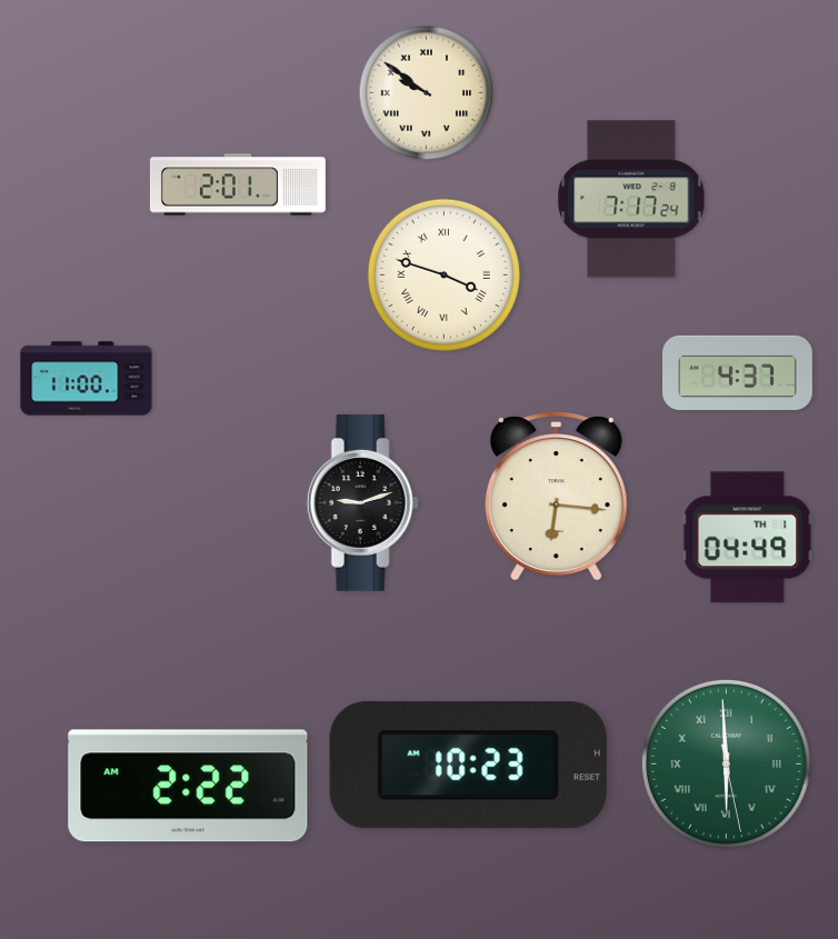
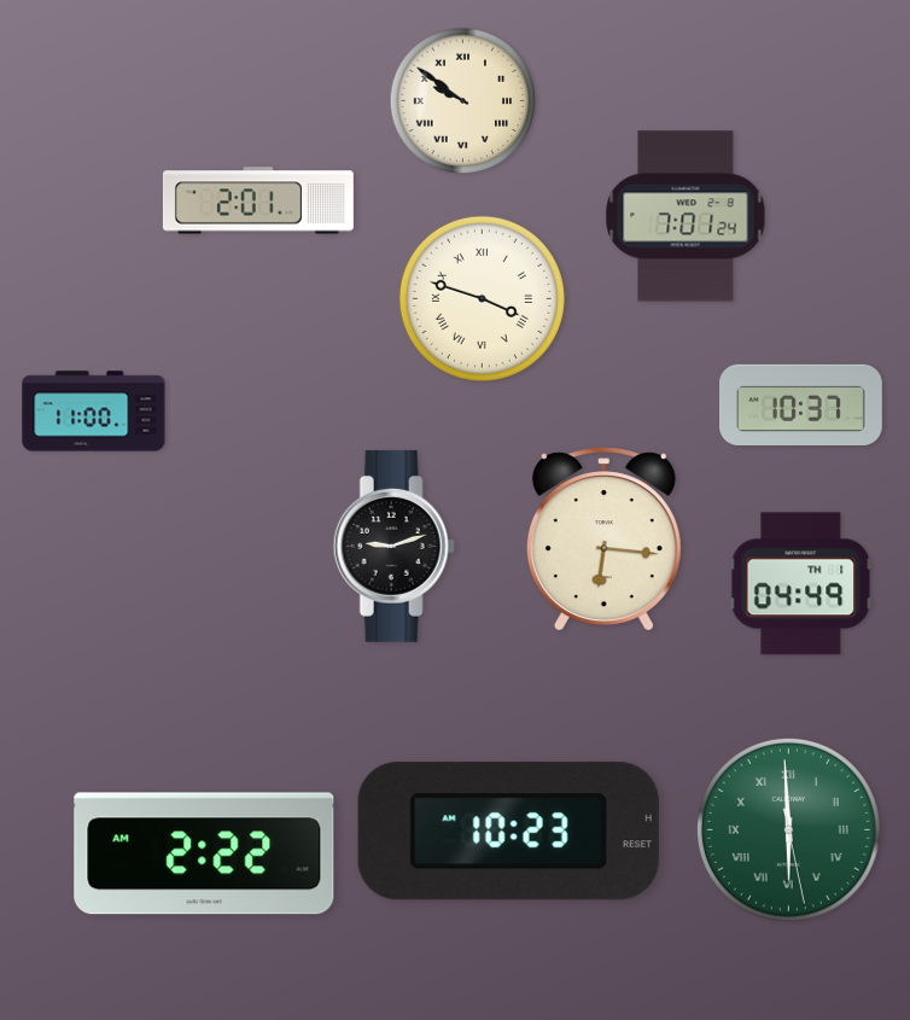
clock at (631, 199): 7:17 -> 7:01
clock at (738, 372): 4:37 -> 10:37
clock at (748, 538) position: (748, 538) -> (801, 584)
